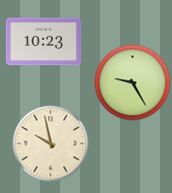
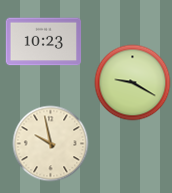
clock at (133, 83): 9:25 -> 9:20
